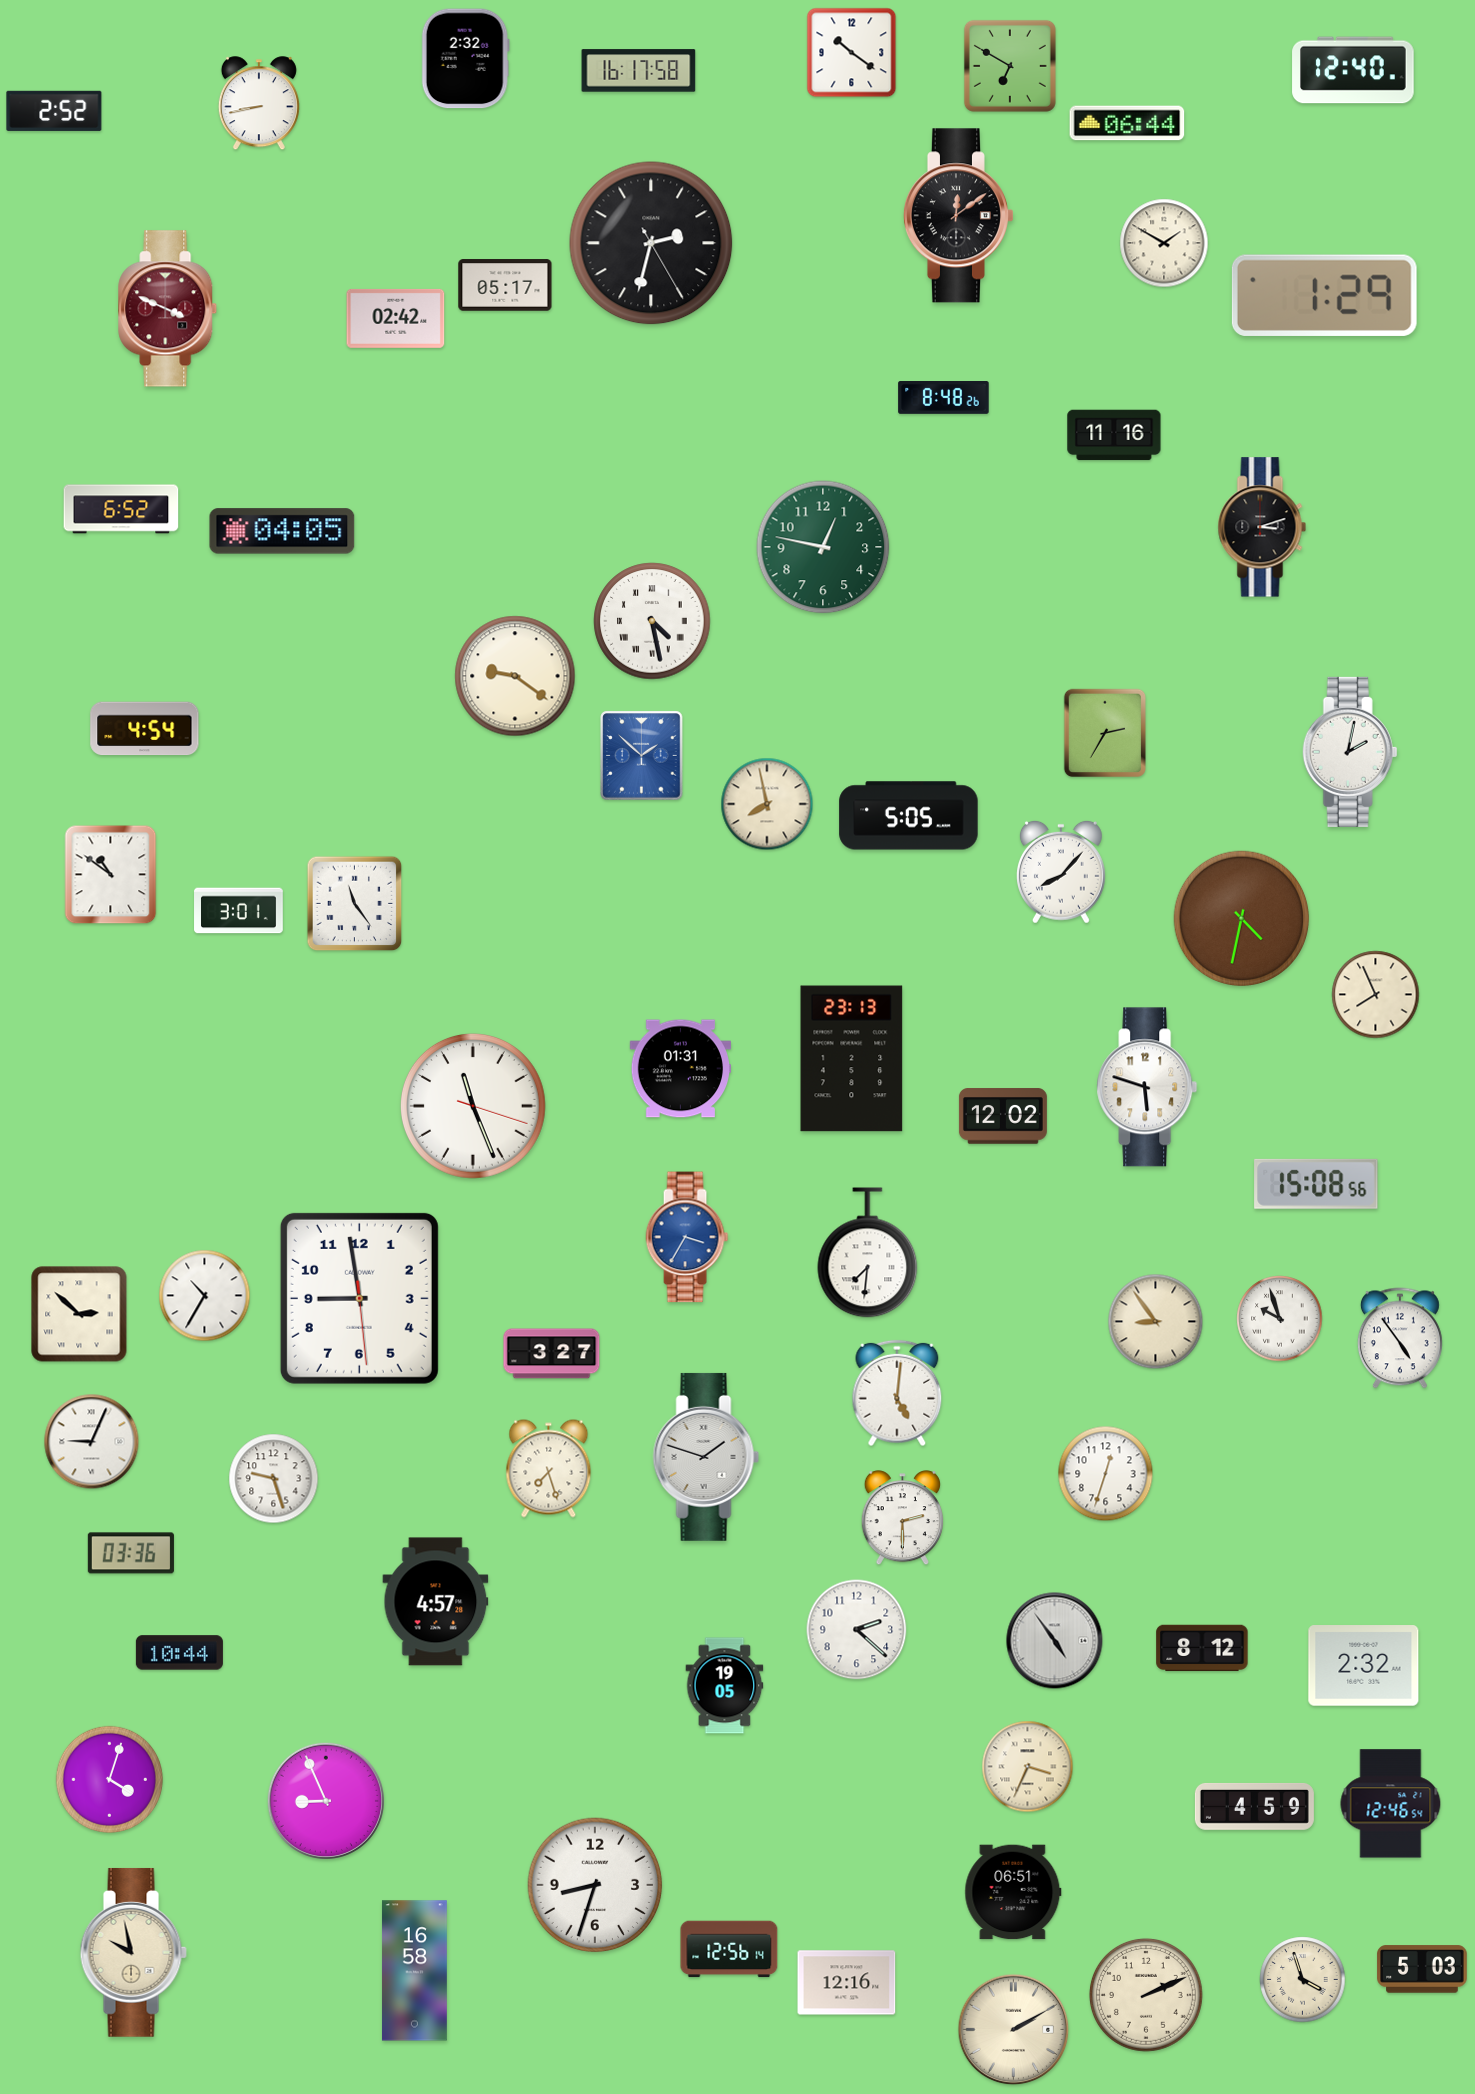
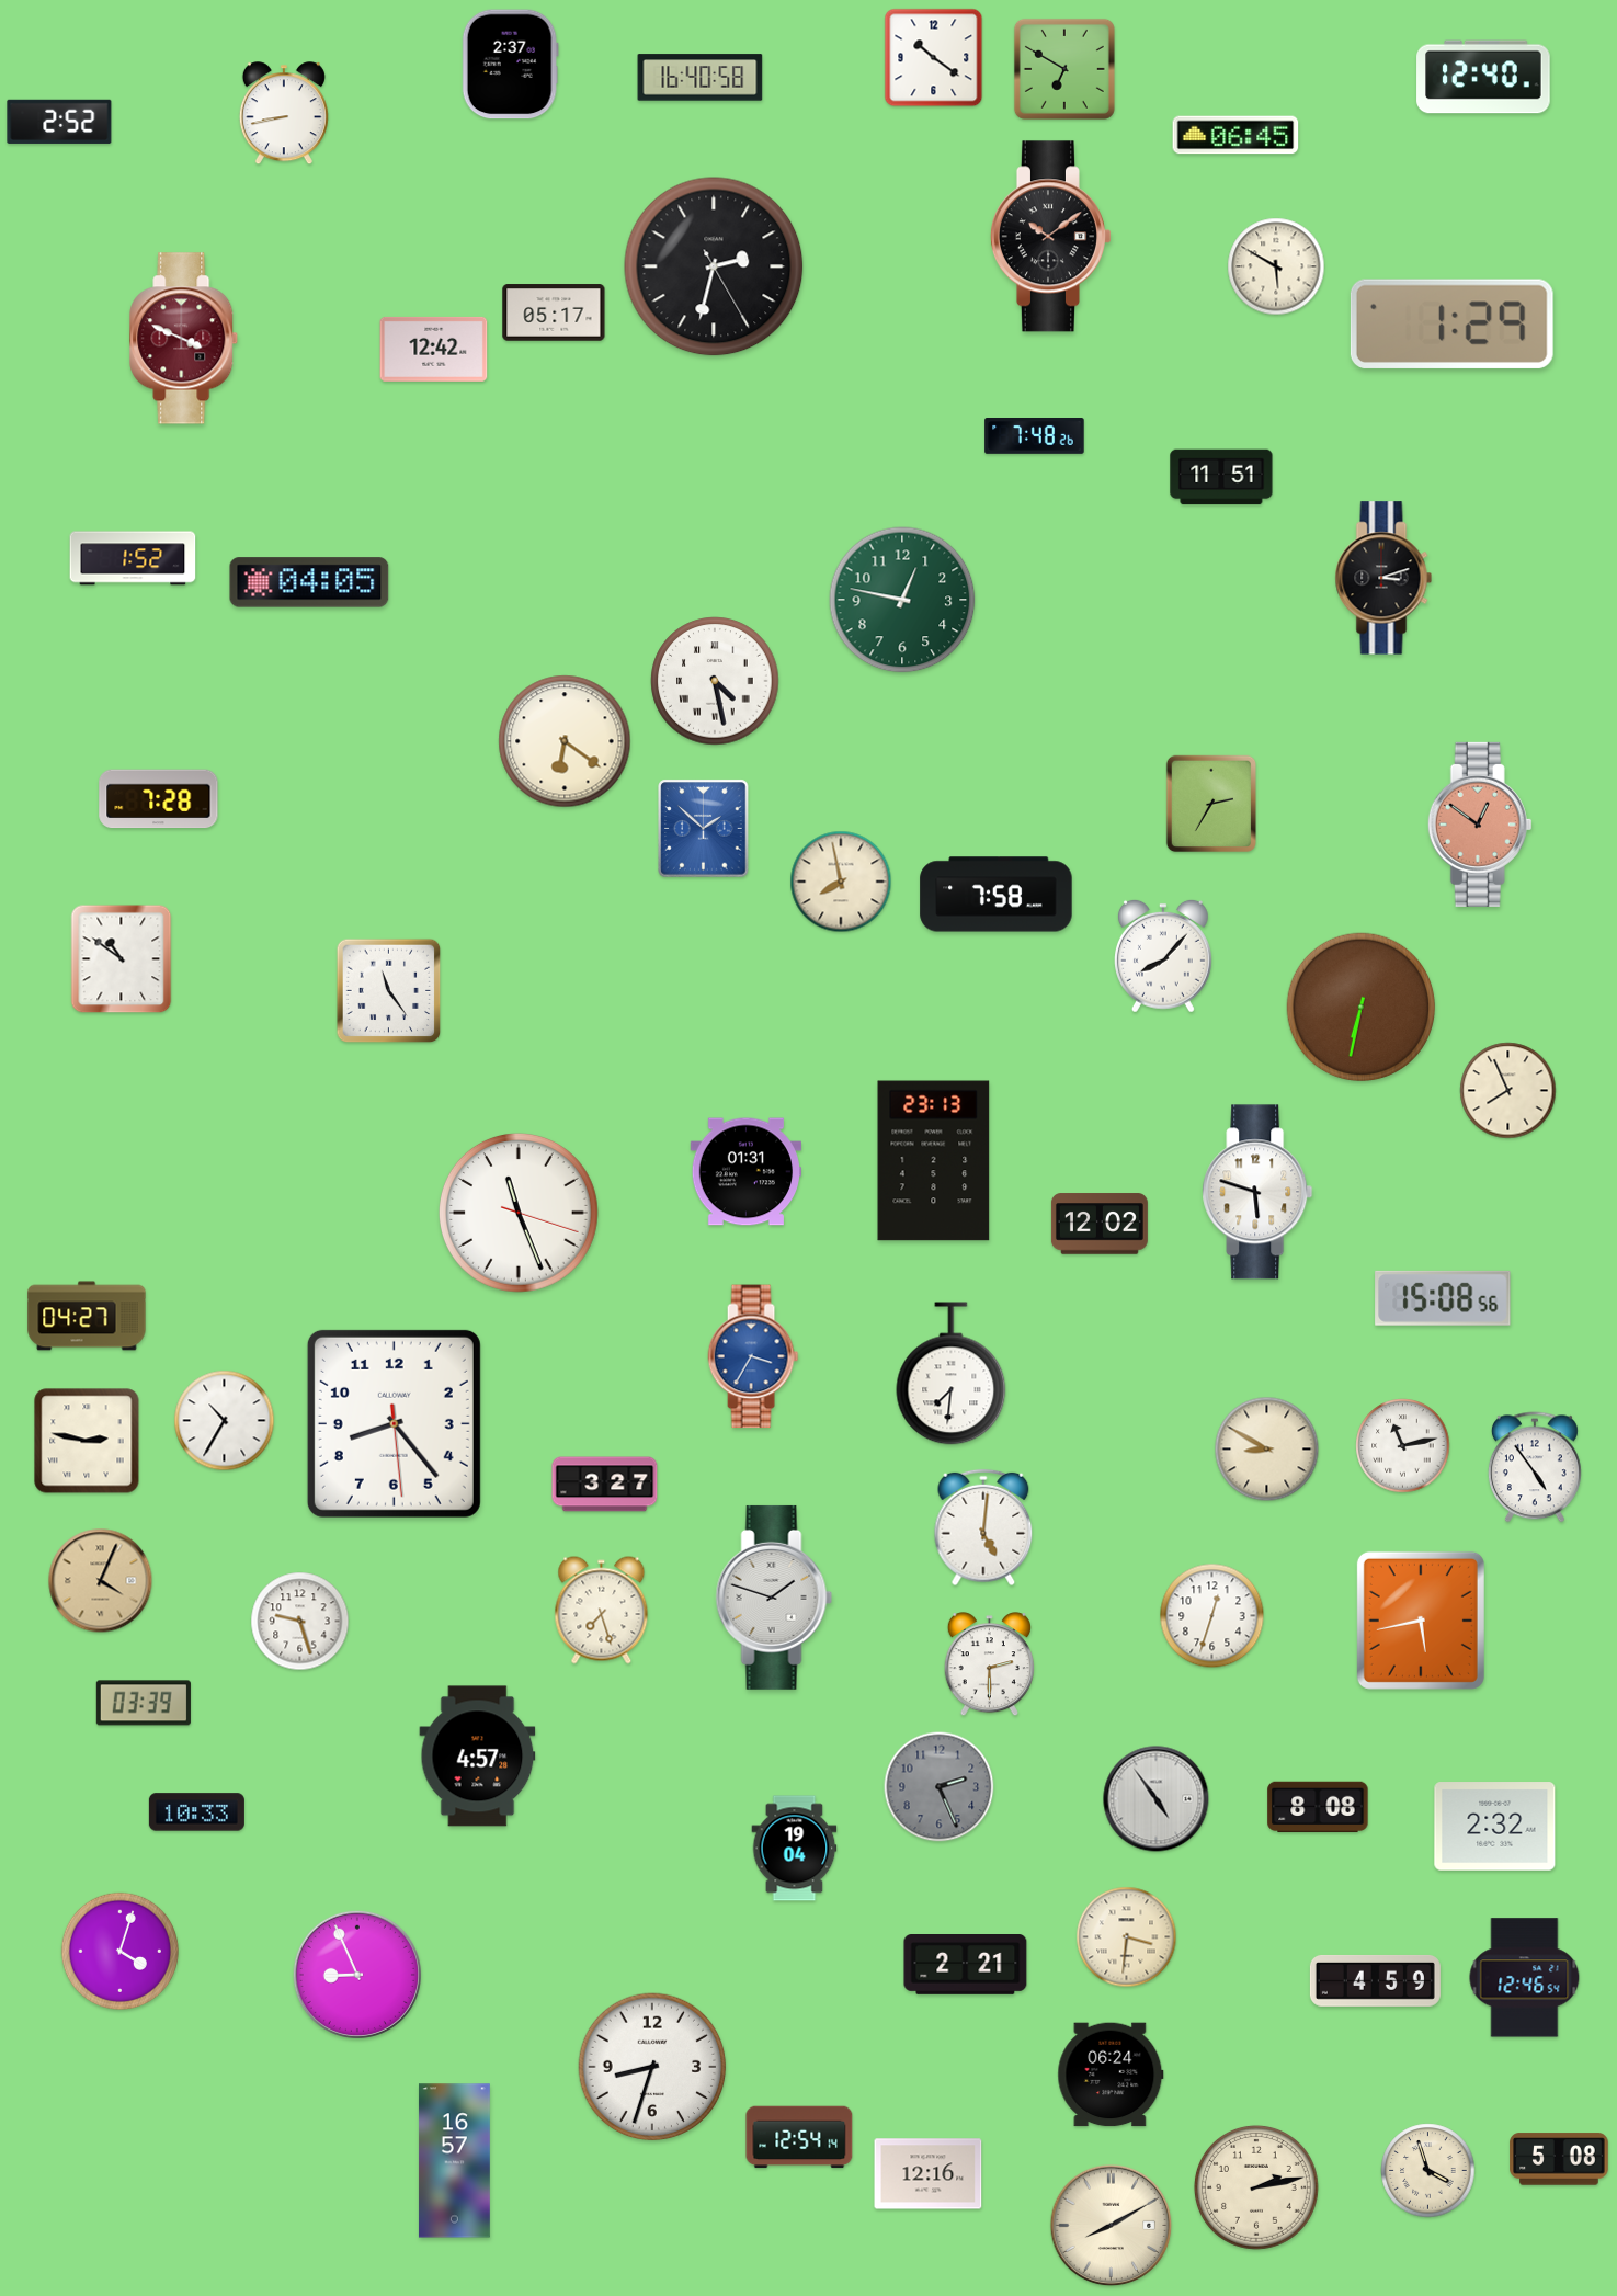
clock at (465, 59): 2:32 -> 2:37
clock at (1010, 66) position: (1010, 66) -> (1064, 69)
clock at (639, 71): 16:17 -> 16:40
clock at (1127, 123): 06:44 -> 06:45
clock at (958, 216): 12:09 -> 10:09
clock at (1164, 243): 1:50 -> 5:50
clock at (396, 318): 02:42 -> 12:42
clock at (944, 398): 8:48 -> 7:48
clock at (1114, 435): 11:16 -> 11:51
clock at (121, 509): 6:52 -> 1:52
clock at (515, 676): 9:21 -> 6:21
clock at (145, 729): 4:54 -> 7:28
clock at (1350, 752): 2:02 -> 12:51
clock at (1350, 752) dial: white -> salmon
clock at (909, 816): 5:05 -> 7:58
clock at (239, 911): 3:01 -> none
clock at (1242, 919): 4:32 -> 6:32
clock at (87, 1316): none -> 04:27
clock at (359, 1298): 8:58 -> 8:23
clock at (79, 1314): 2:52 -> 2:47
clock at (1280, 1319): 9:57 -> 11:13
clock at (1156, 1322): 8:54 -> 8:50
clock at (92, 1442): 9:04 -> 4:04
clock at (92, 1442) dial: white -> champagne
clock at (1421, 1621): none -> 5:43
clock at (131, 1553): 03:36 -> 03:39
clock at (857, 1630): 2:22 -> 2:26
clock at (857, 1630) dial: white -> grey
clock at (1202, 1648): 8:12 -> 8:08
clock at (179, 1653): 10:44 -> 10:33
clock at (725, 1686): 19:05 -> 19:04
clock at (1028, 1767): 3:34 -> 3:31
clock at (966, 1965): none -> 2:21
clock at (1013, 1892): 06:51 -> 06:24
clock at (729, 1949): 12:56 -> 12:54
clock at (133, 1952): 9:58 -> none
clock at (1422, 1969): 5:03 -> 5:08
clock at (414, 1971): 16:58 -> 16:57
clock at (1146, 1995): 2:11 -> 2:13
clock at (1014, 2030): 2:10 -> 8:10
